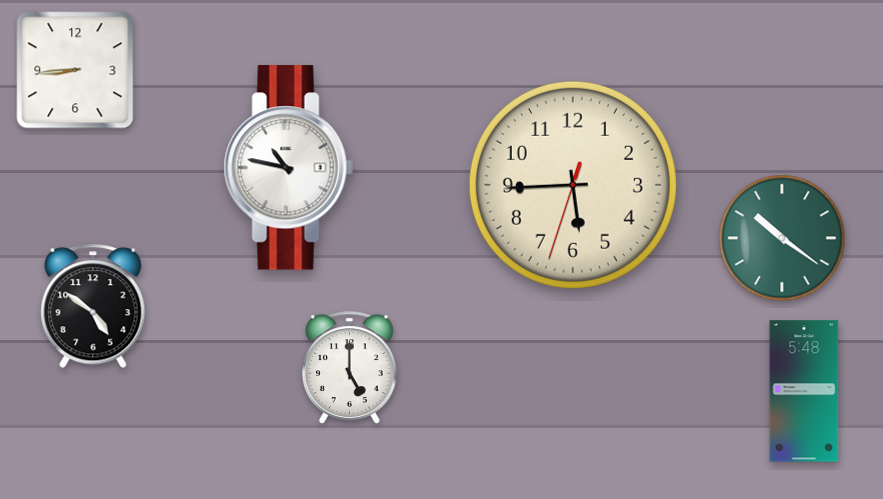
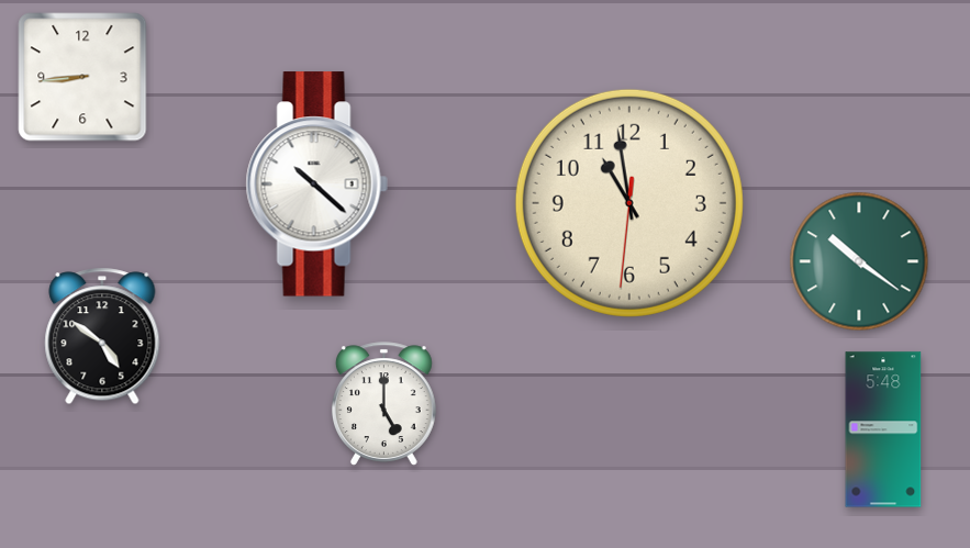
clock at (288, 168): 10:47 -> 10:22
clock at (573, 185): 5:44 -> 10:58
